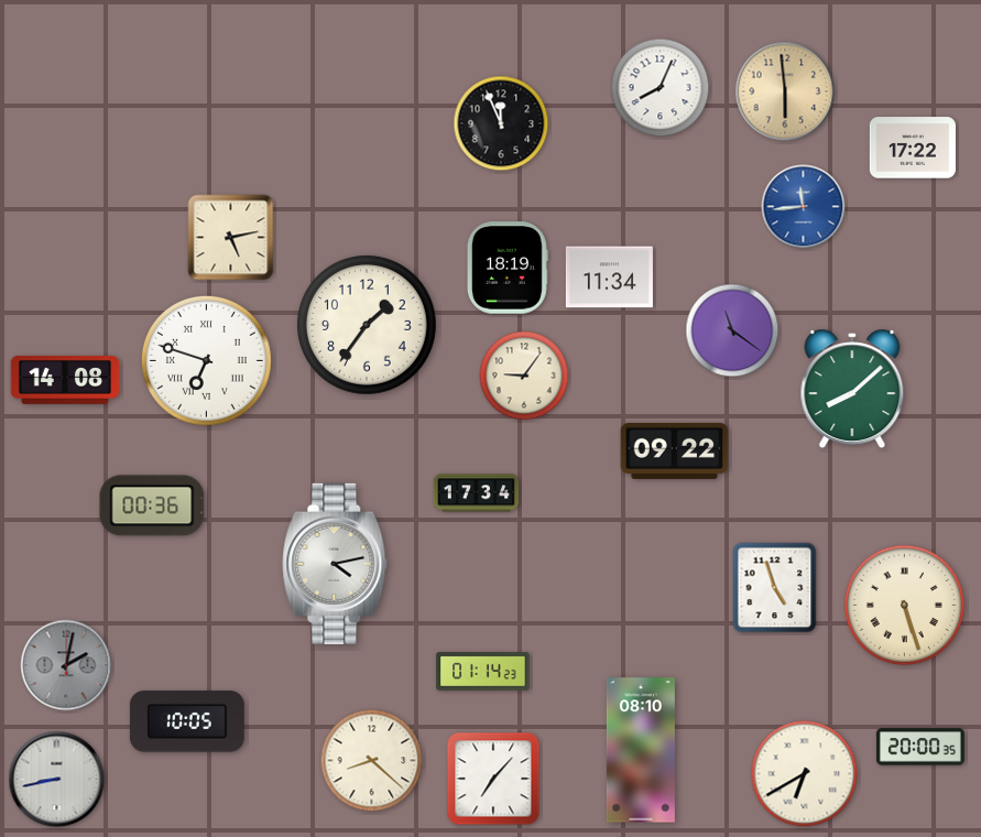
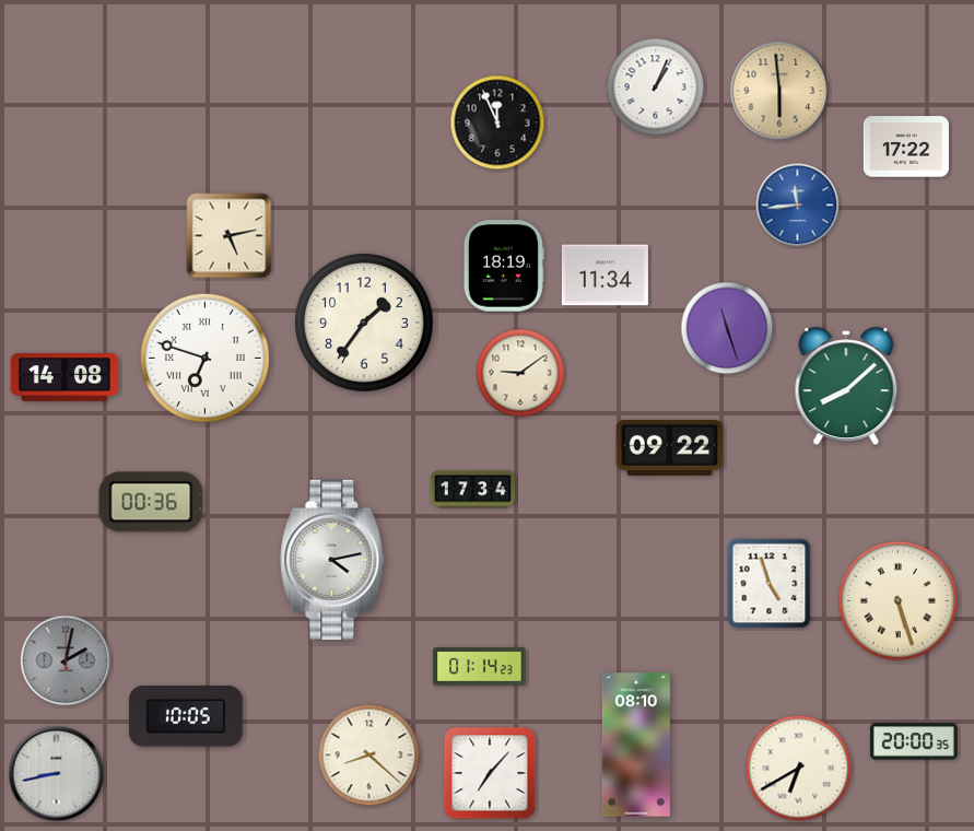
clock at (661, 88): 8:04 -> 1:04
clock at (732, 330): 11:21 -> 11:27
clock at (524, 376): 9:06 -> 9:09
